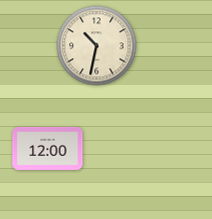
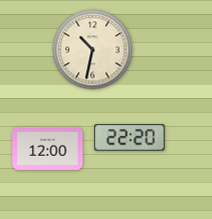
clock at (97, 46) position: (97, 46) -> (93, 50)
clock at (130, 138): none -> 22:20
